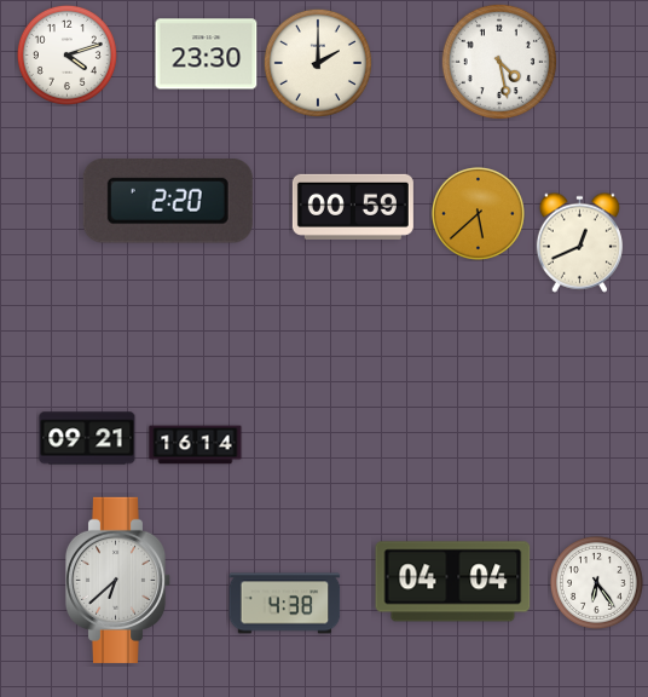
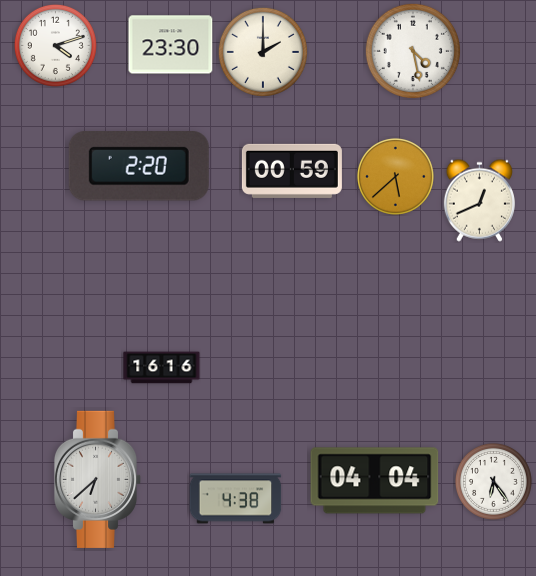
clock at (87, 438): 09:21 -> none
clock at (196, 445): 16:14 -> 16:16
